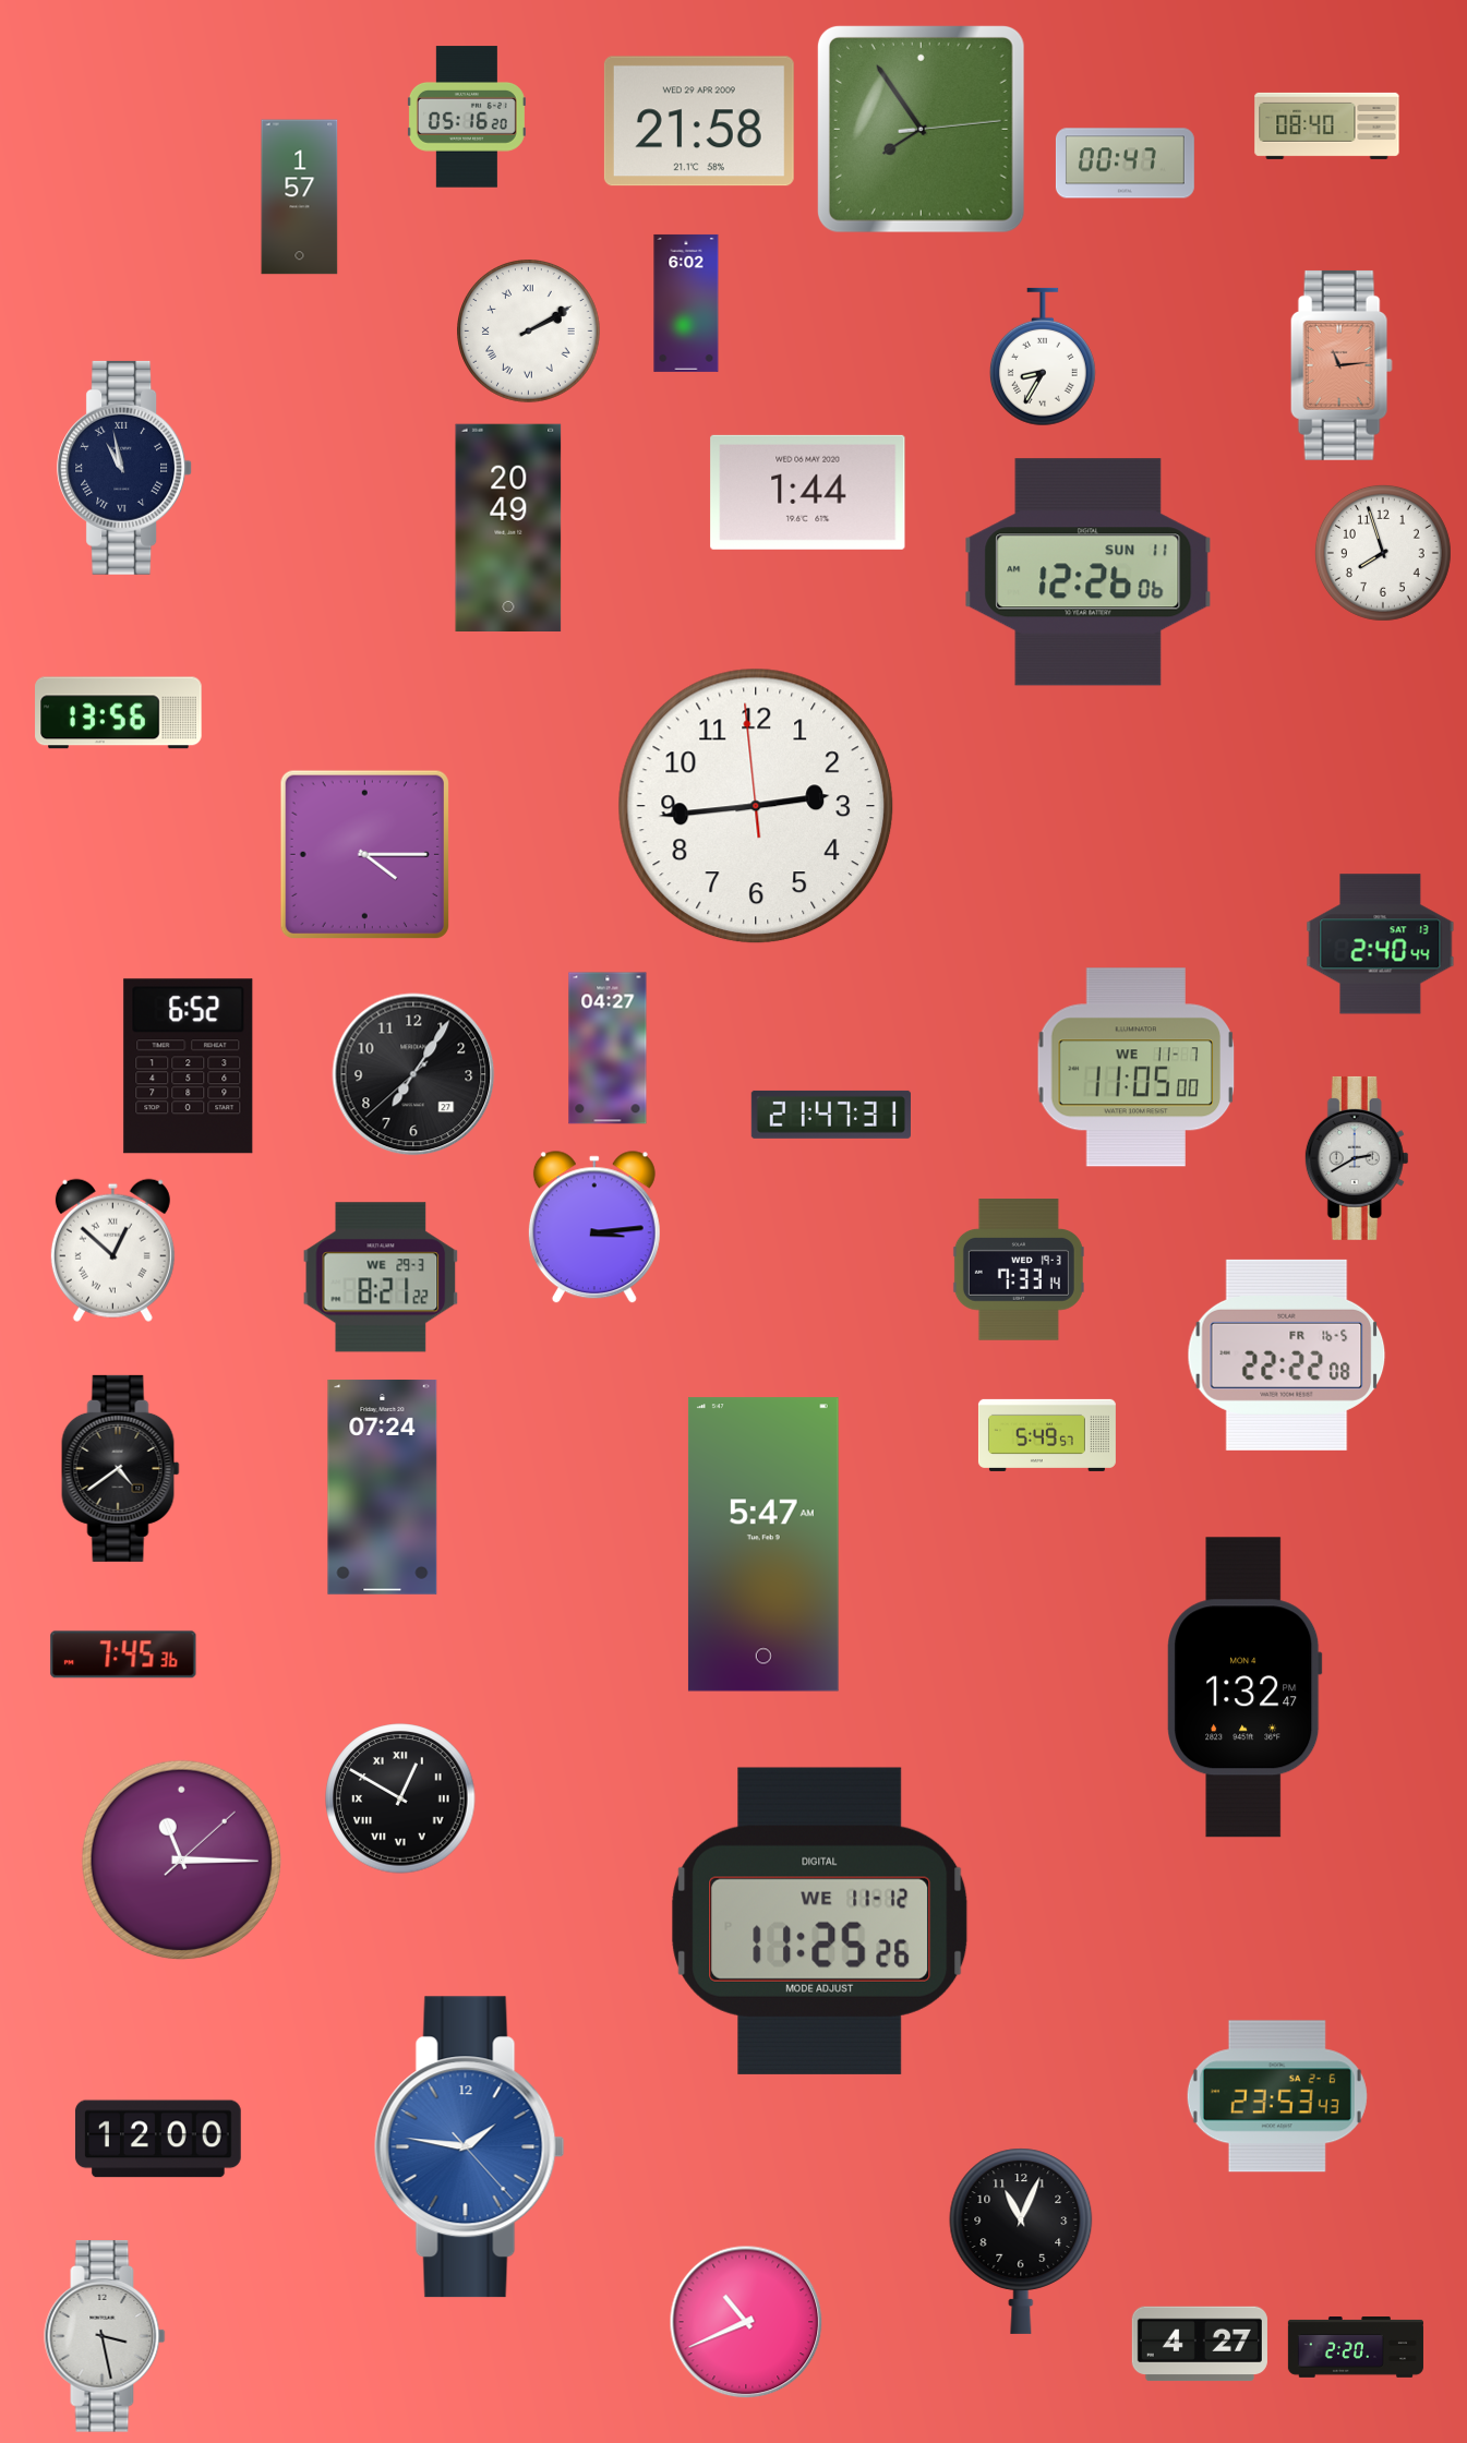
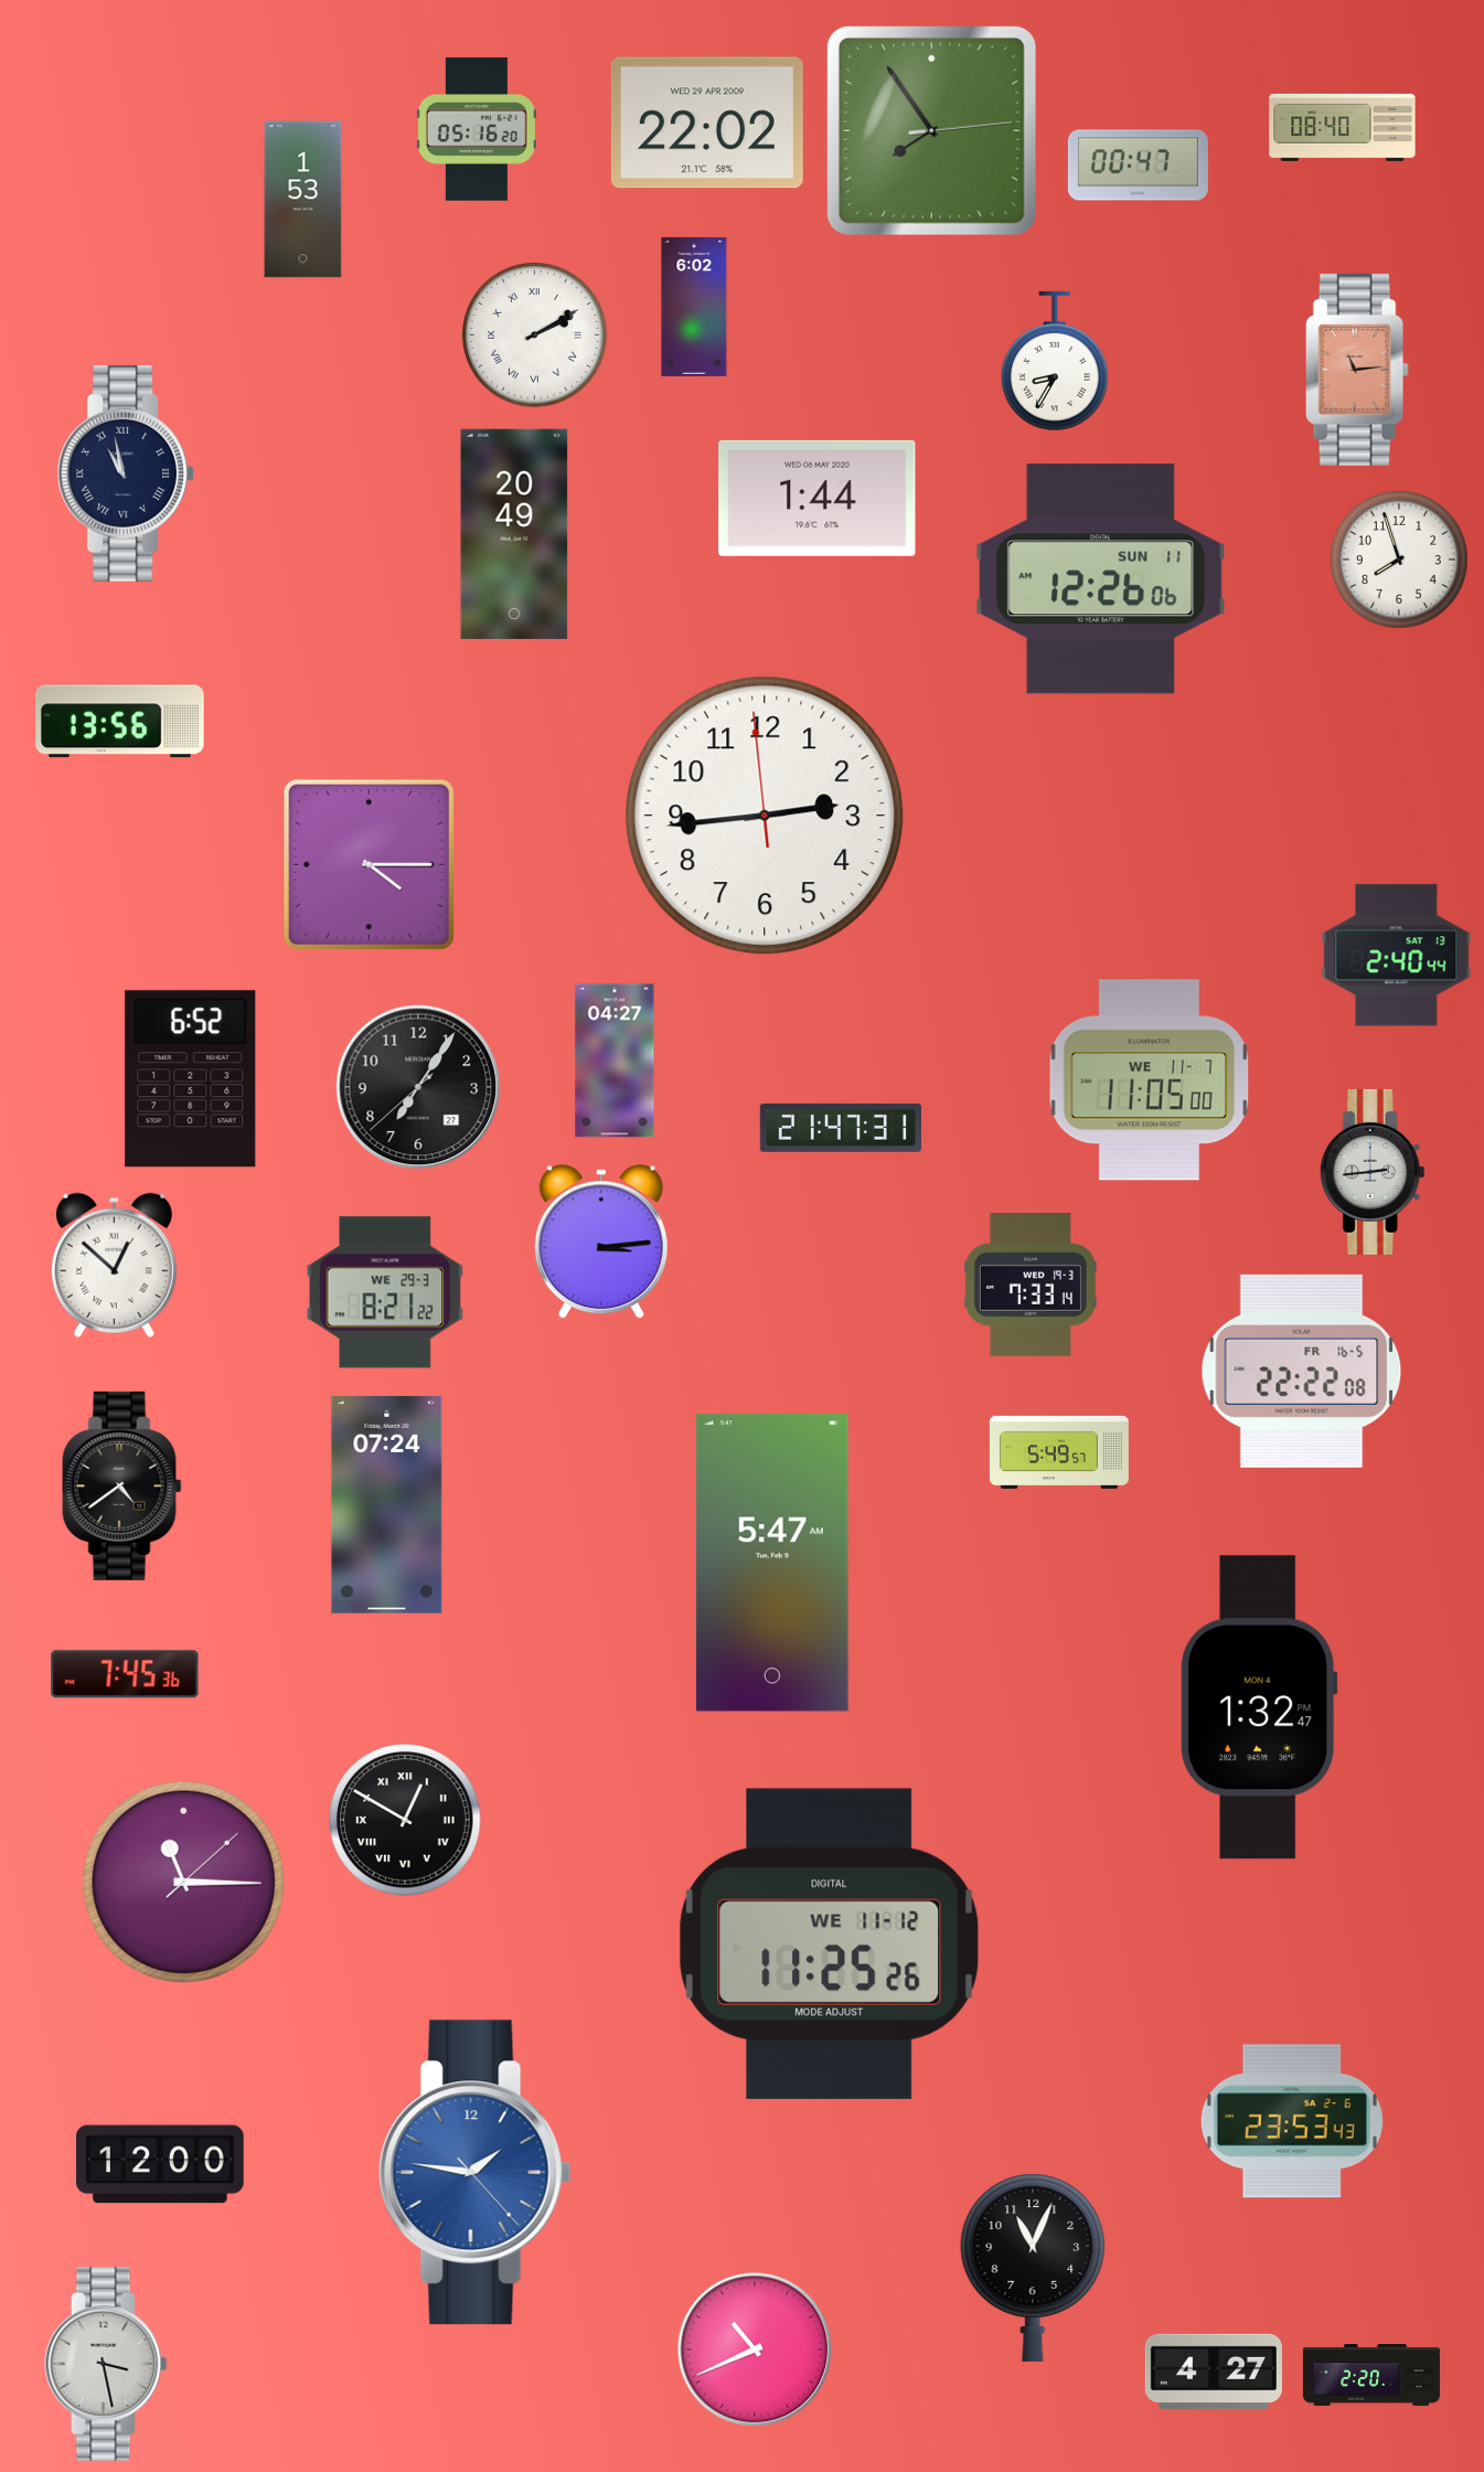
clock at (467, 117) position: (467, 117) -> (477, 129)
clock at (699, 121): 21:58 -> 22:02
clock at (300, 197): 1:57 -> 1:53
clock at (1357, 1158): 2:40 -> 2:44
